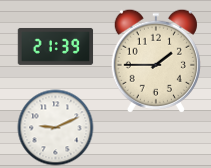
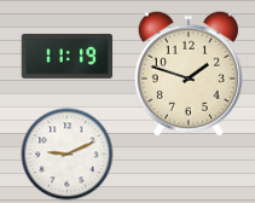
clock at (56, 46): 21:39 -> 11:19
clock at (156, 61): 1:45 -> 1:48
